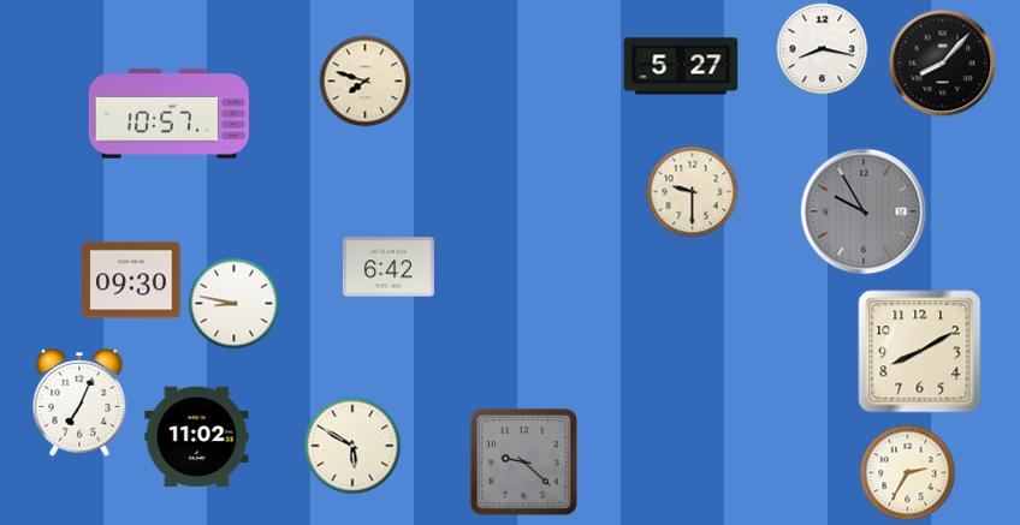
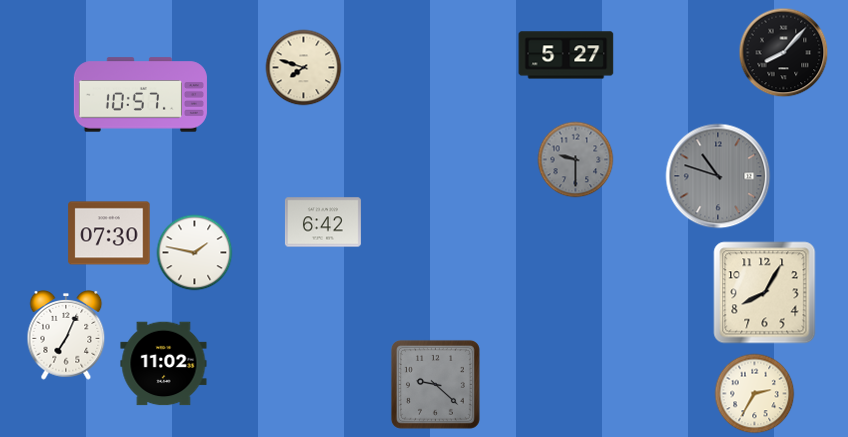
clock at (823, 49): 8:17 -> none
clock at (693, 192) dial: cream -> grey
clock at (864, 211): 9:55 -> 10:48
clock at (131, 280): 09:30 -> 07:30
clock at (235, 304): 8:47 -> 1:47
clock at (920, 352): 8:10 -> 8:05
clock at (352, 446): 5:50 -> none
